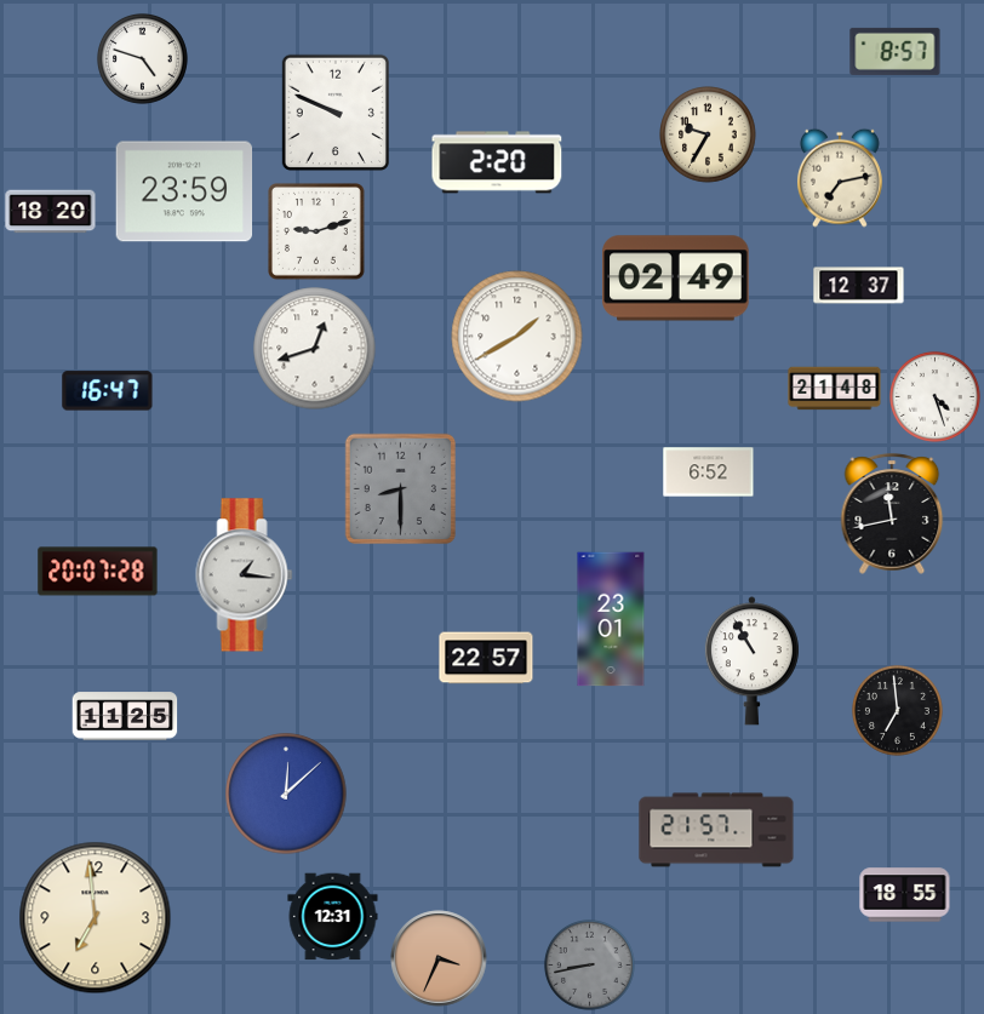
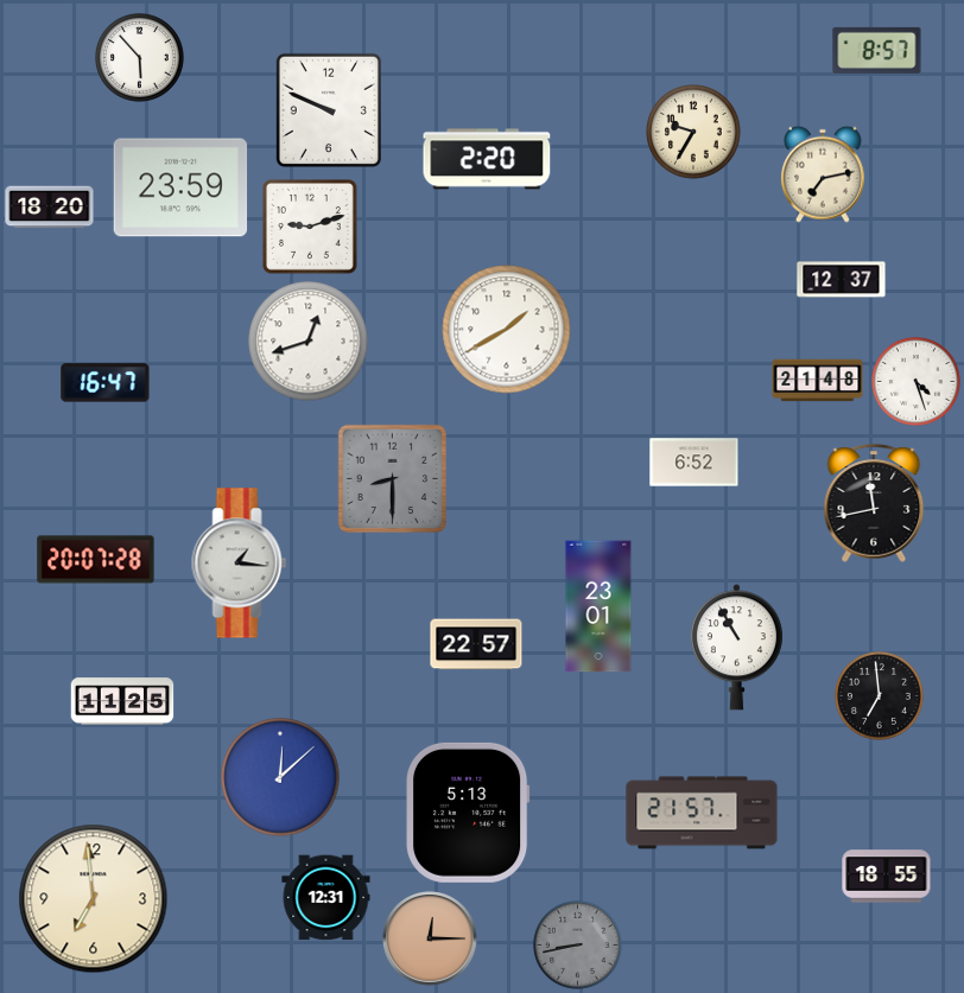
clock at (142, 58): 4:48 -> 5:53
clock at (676, 279): 02:49 -> none
clock at (934, 396) position: (934, 396) -> (915, 381)
clock at (469, 813): none -> 5:13
clock at (439, 958): 3:34 -> 12:15
